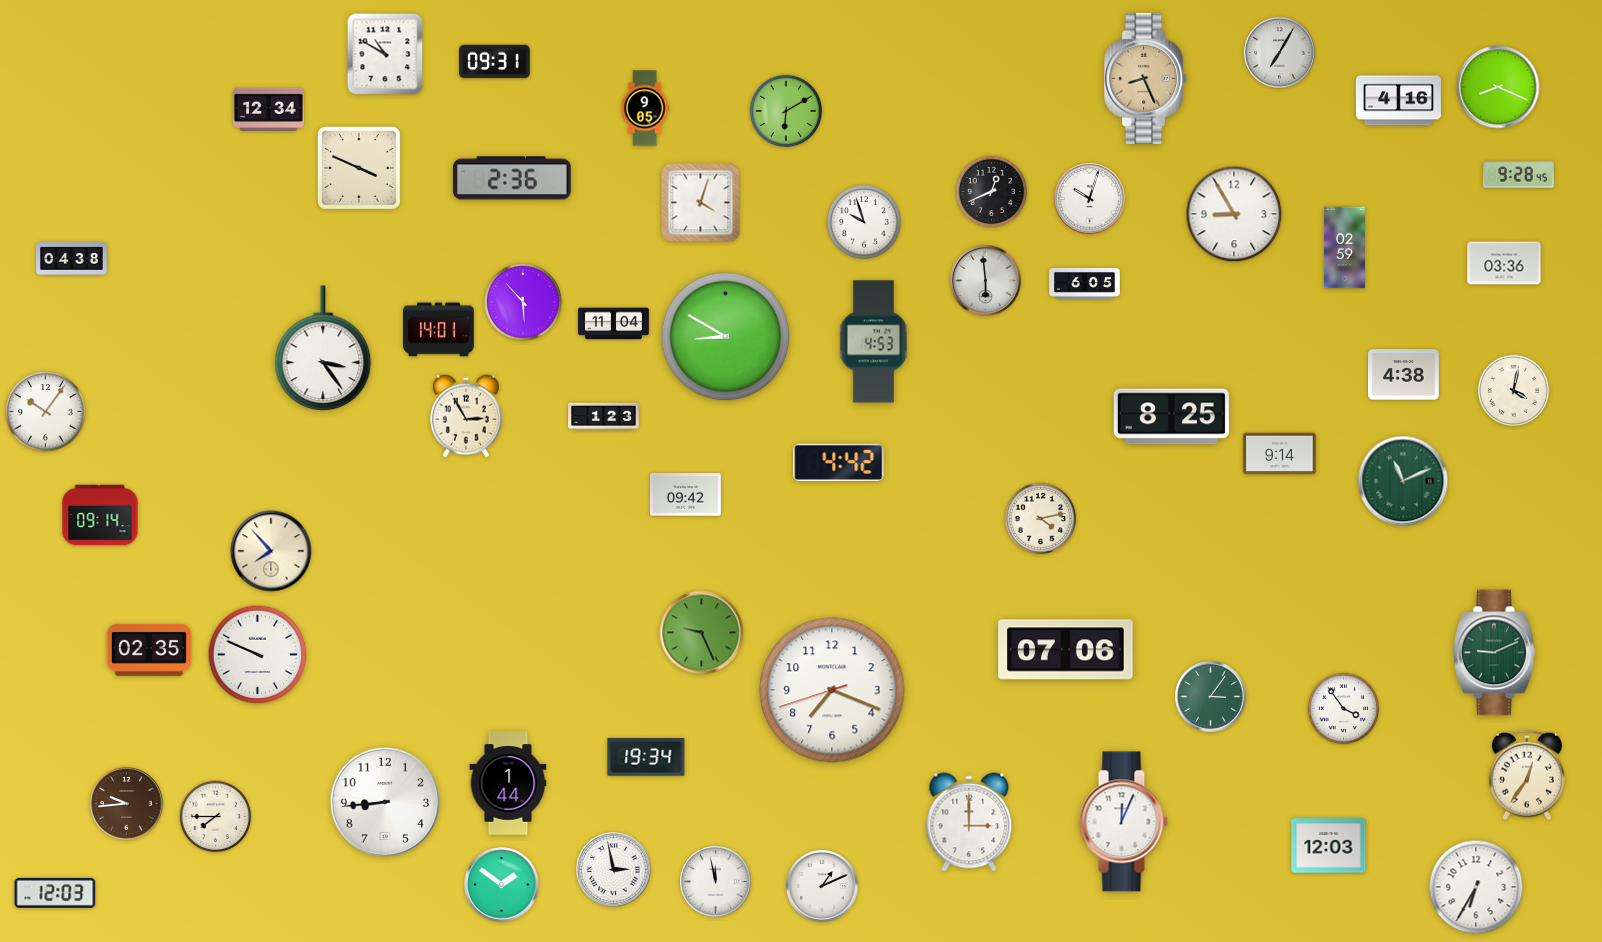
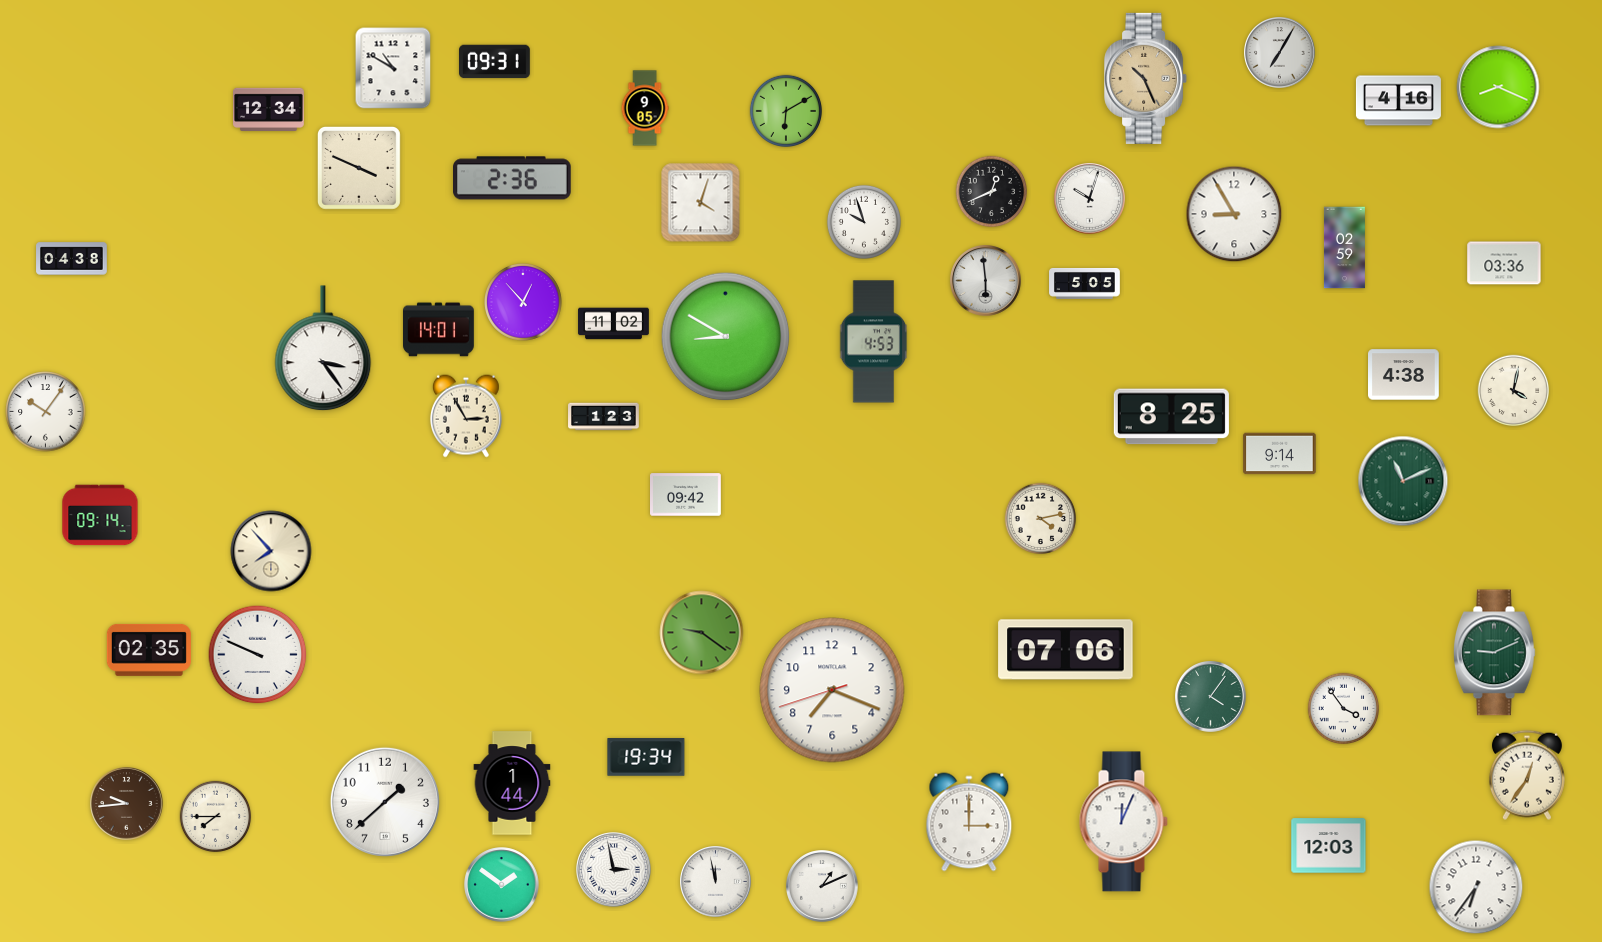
clock at (385, 54) position: (385, 54) -> (393, 68)
clock at (1146, 78): 8:26 -> 10:26
clock at (1519, 175): 9:28 -> none
clock at (1085, 283): 6:05 -> 5:05
clock at (524, 303): 5:53 -> 12:53
clock at (614, 324): 11:04 -> 11:02
clock at (839, 462): 4:42 -> none
clock at (702, 633): 9:26 -> 9:21
clock at (1211, 697): 3:06 -> 4:06
clock at (508, 783) position: (508, 783) -> (512, 783)
clock at (385, 802): 8:44 -> 1:38
clock at (1476, 887): 6:35 -> 6:36
clock at (55, 893): 12:03 -> none
